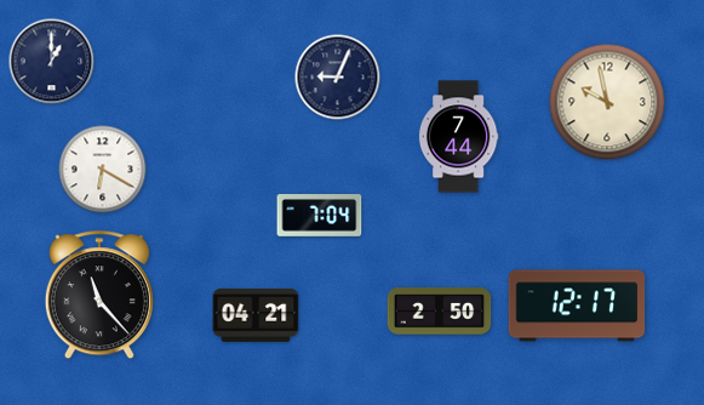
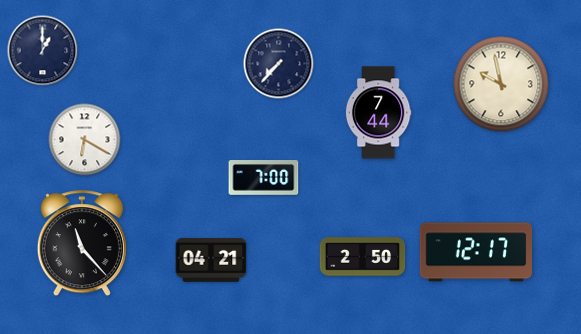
clock at (338, 78): 9:04 -> 7:37
clock at (320, 216): 7:04 -> 7:00
